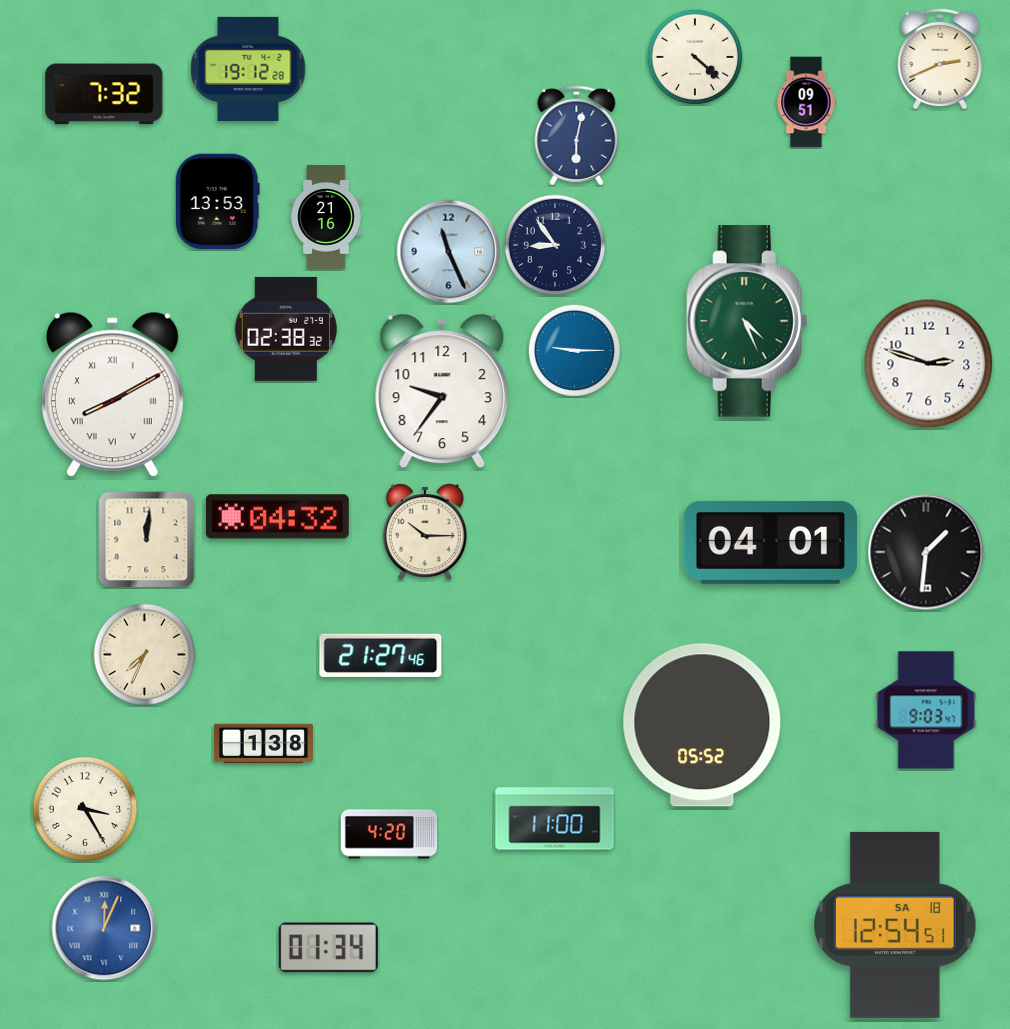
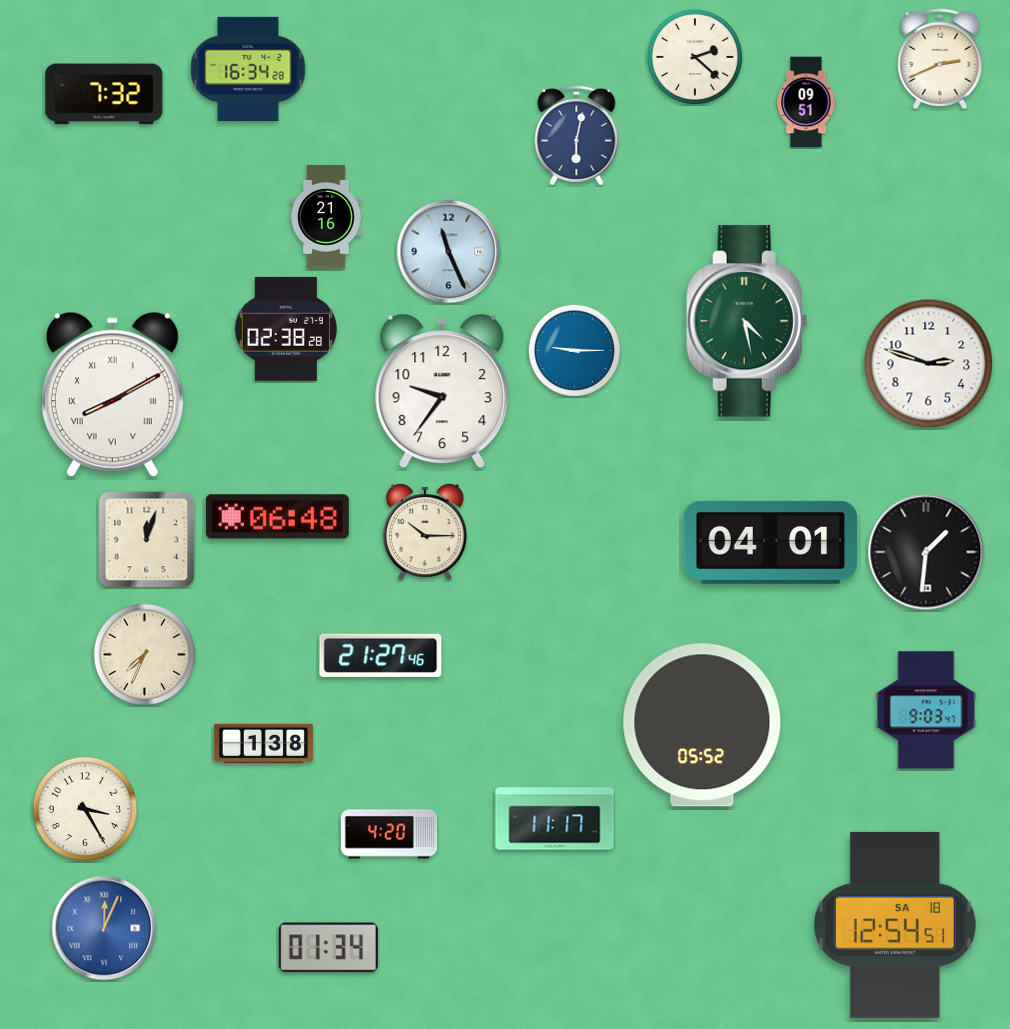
clock at (694, 56): 4:22 -> 2:22
clock at (248, 69): 19:12 -> 16:34
clock at (217, 201): 13:53 -> none
clock at (555, 245): 8:54 -> none
clock at (747, 321): 4:26 -> 4:28
clock at (285, 329): 02:38:32 -> 02:38:28
clock at (277, 517): 04:32 -> 06:48
clock at (147, 540): 12:01 -> 12:03
clock at (555, 819): 11:00 -> 11:17
